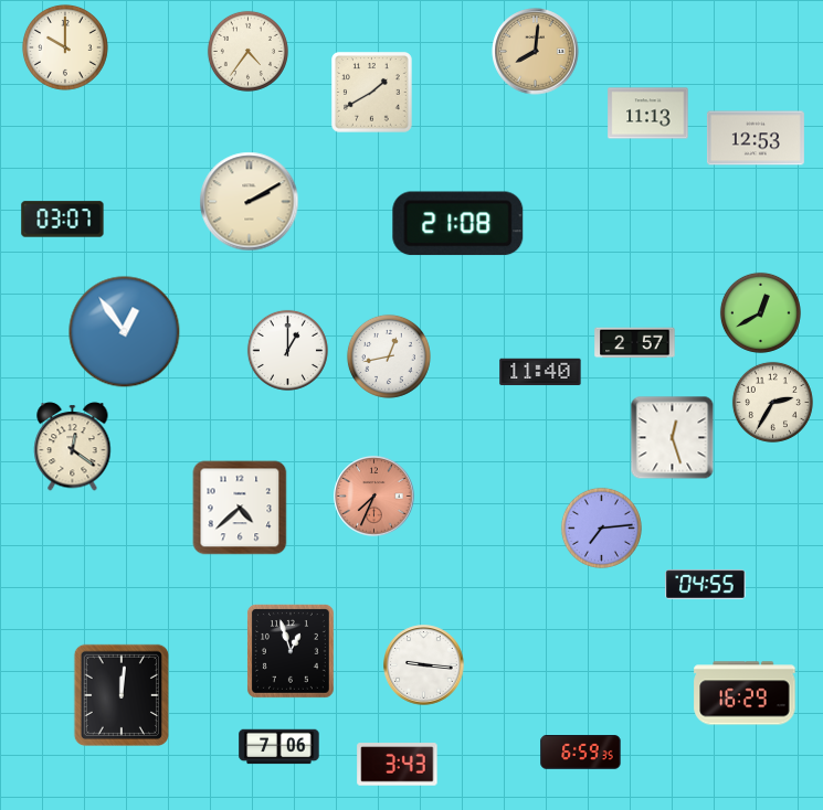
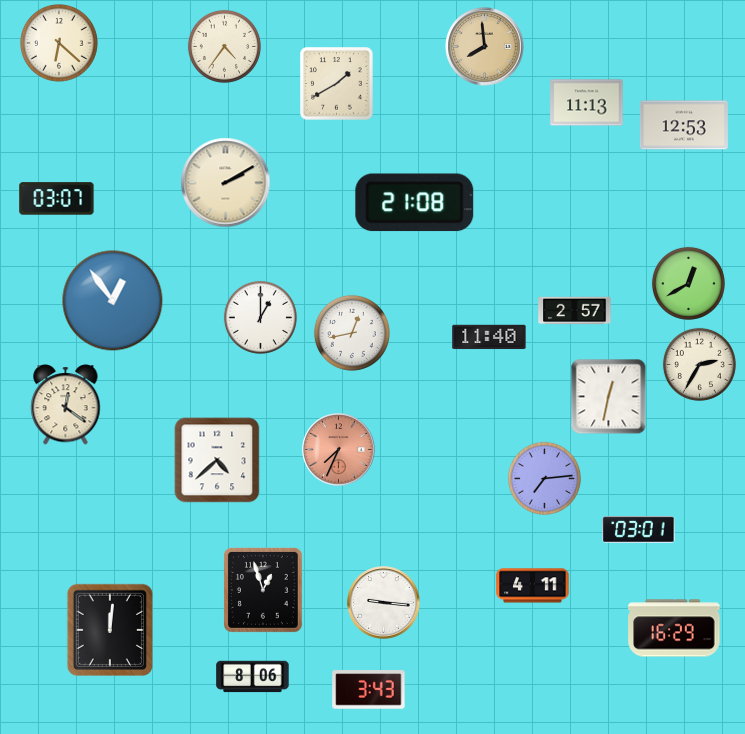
clock at (65, 47): 10:00 -> 6:22
clock at (536, 52): 8:01 -> 7:59
clock at (389, 356) position: (389, 356) -> (352, 333)
clock at (673, 438): 12:27 -> 12:32
clock at (706, 585): 04:55 -> 03:01
clock at (533, 586): none -> 4:11
clock at (279, 747): 7:06 -> 8:06
clock at (581, 753): 6:59 -> none
clock at (398, 765) position: (398, 765) -> (369, 690)
